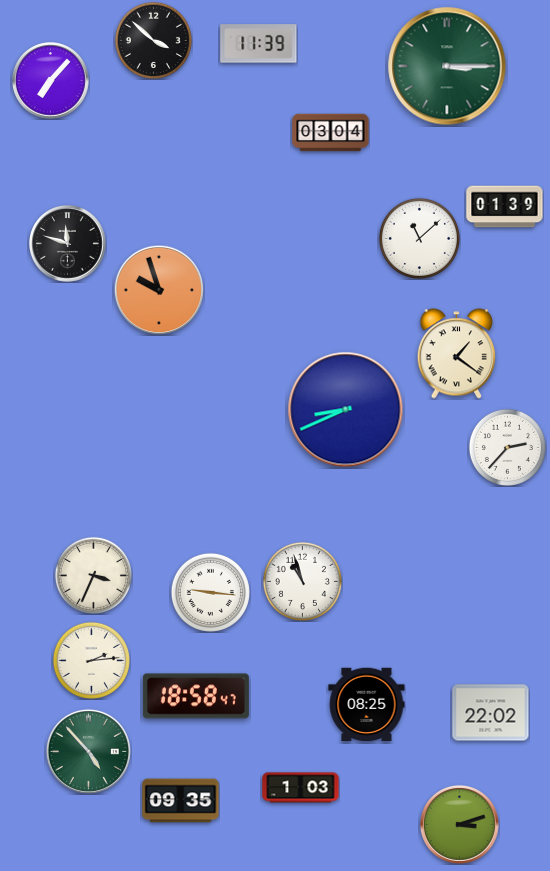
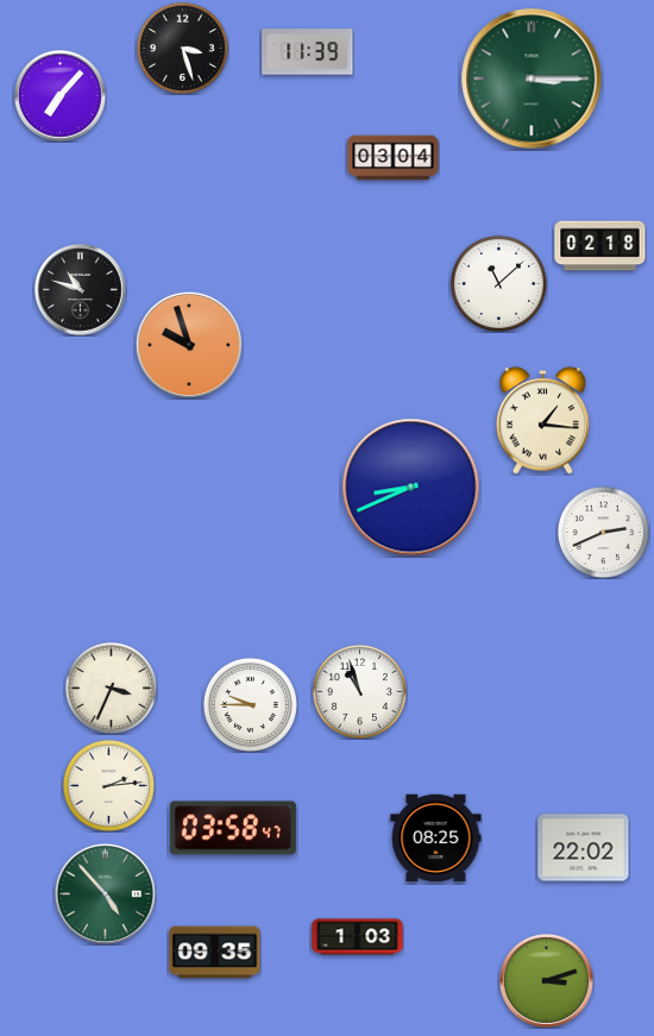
clock at (153, 40): 3:52 -> 3:27
clock at (505, 207): 01:39 -> 02:18
clock at (68, 244): 11:48 -> 10:48
clock at (457, 354): 1:21 -> 1:16
clock at (507, 447): 2:37 -> 2:41
clock at (93, 575) position: (93, 575) -> (111, 687)
clock at (210, 592): 9:16 -> 9:45
clock at (196, 696): 18:58 -> 03:58
